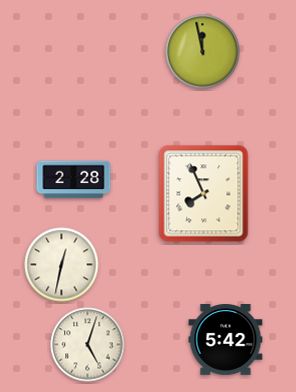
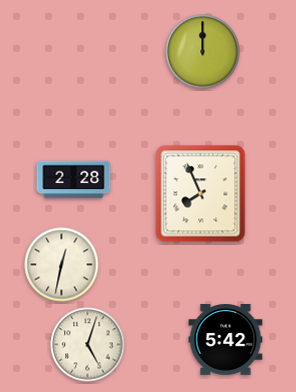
clock at (203, 52): 11:58 -> 12:00
clock at (204, 194) position: (204, 194) -> (201, 194)
